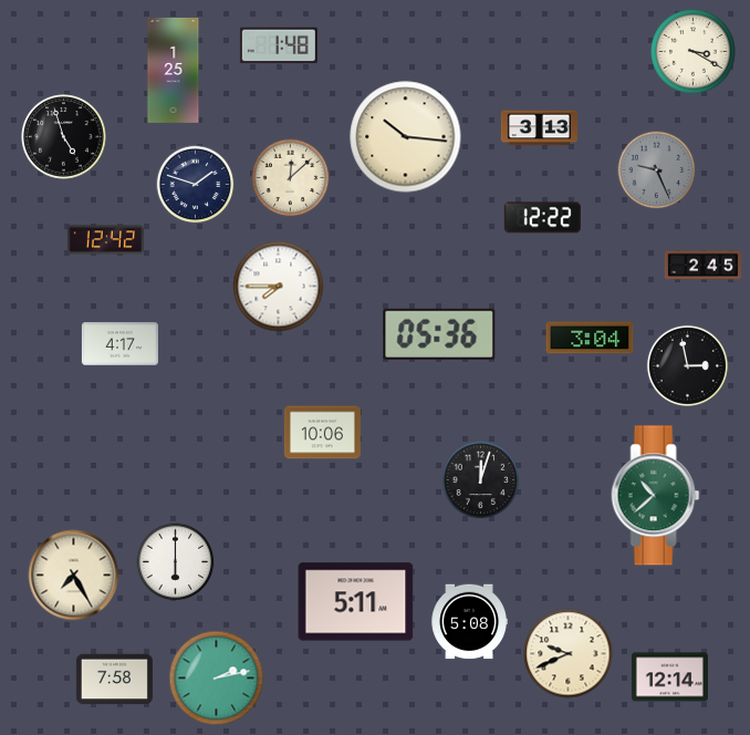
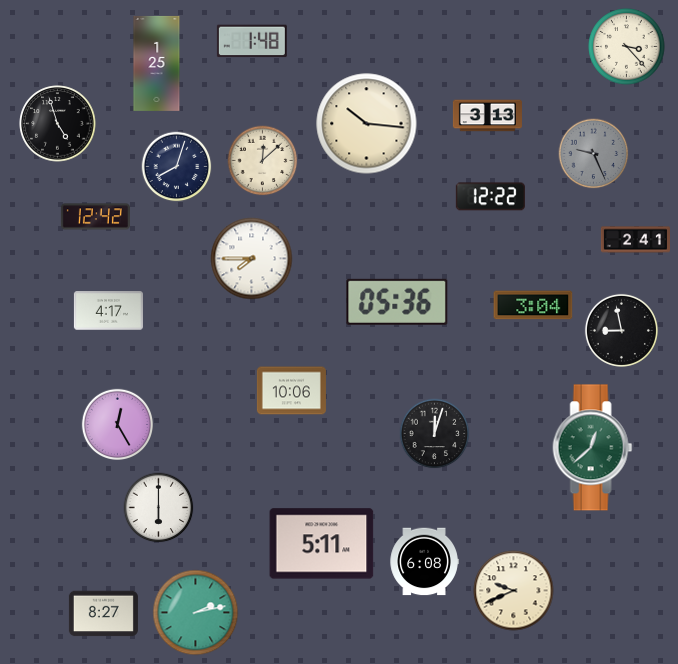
clock at (694, 52): 3:20 -> 3:23
clock at (196, 185): 1:48 -> 8:03
clock at (702, 266): 2:45 -> 2:41
clock at (687, 365): 2:58 -> 8:58
clock at (117, 425): none -> 12:25
clock at (656, 496): 10:38 -> 12:38
clock at (74, 576): 7:25 -> none
clock at (469, 622): 5:08 -> 6:08
clock at (669, 677): 12:14 -> none
clock at (114, 680): 7:58 -> 8:27
